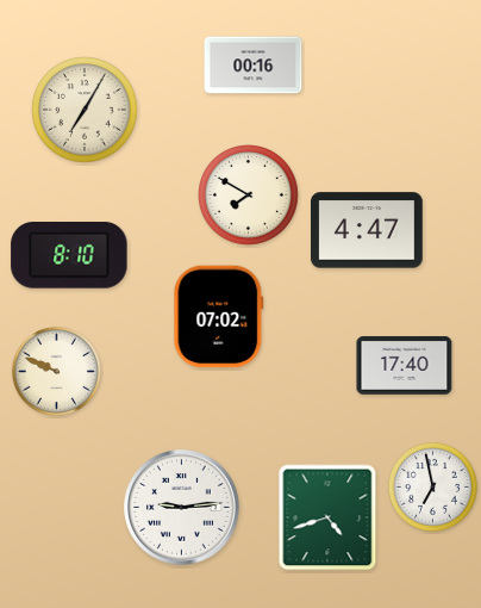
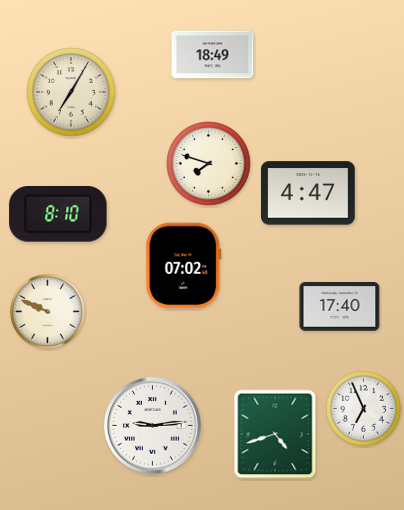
clock at (254, 66): 00:16 -> 18:49
clock at (249, 196): 7:50 -> 7:48
clock at (432, 486): 6:58 -> 6:56
